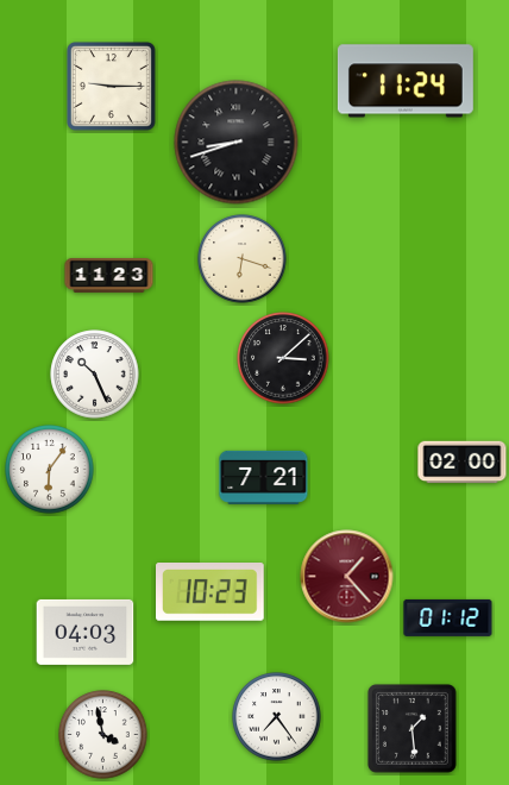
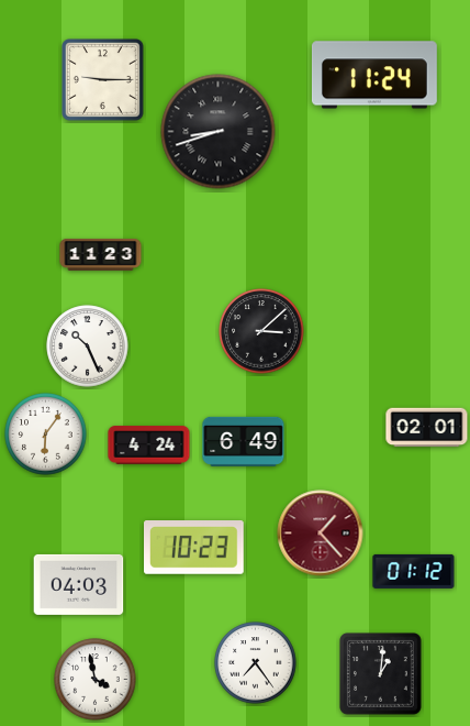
clock at (243, 259): 6:18 -> none
clock at (463, 463): 02:00 -> 02:01
clock at (264, 477): 7:21 -> 6:49
clock at (149, 446): none -> 4:24
clock at (413, 729): 1:29 -> 1:01
